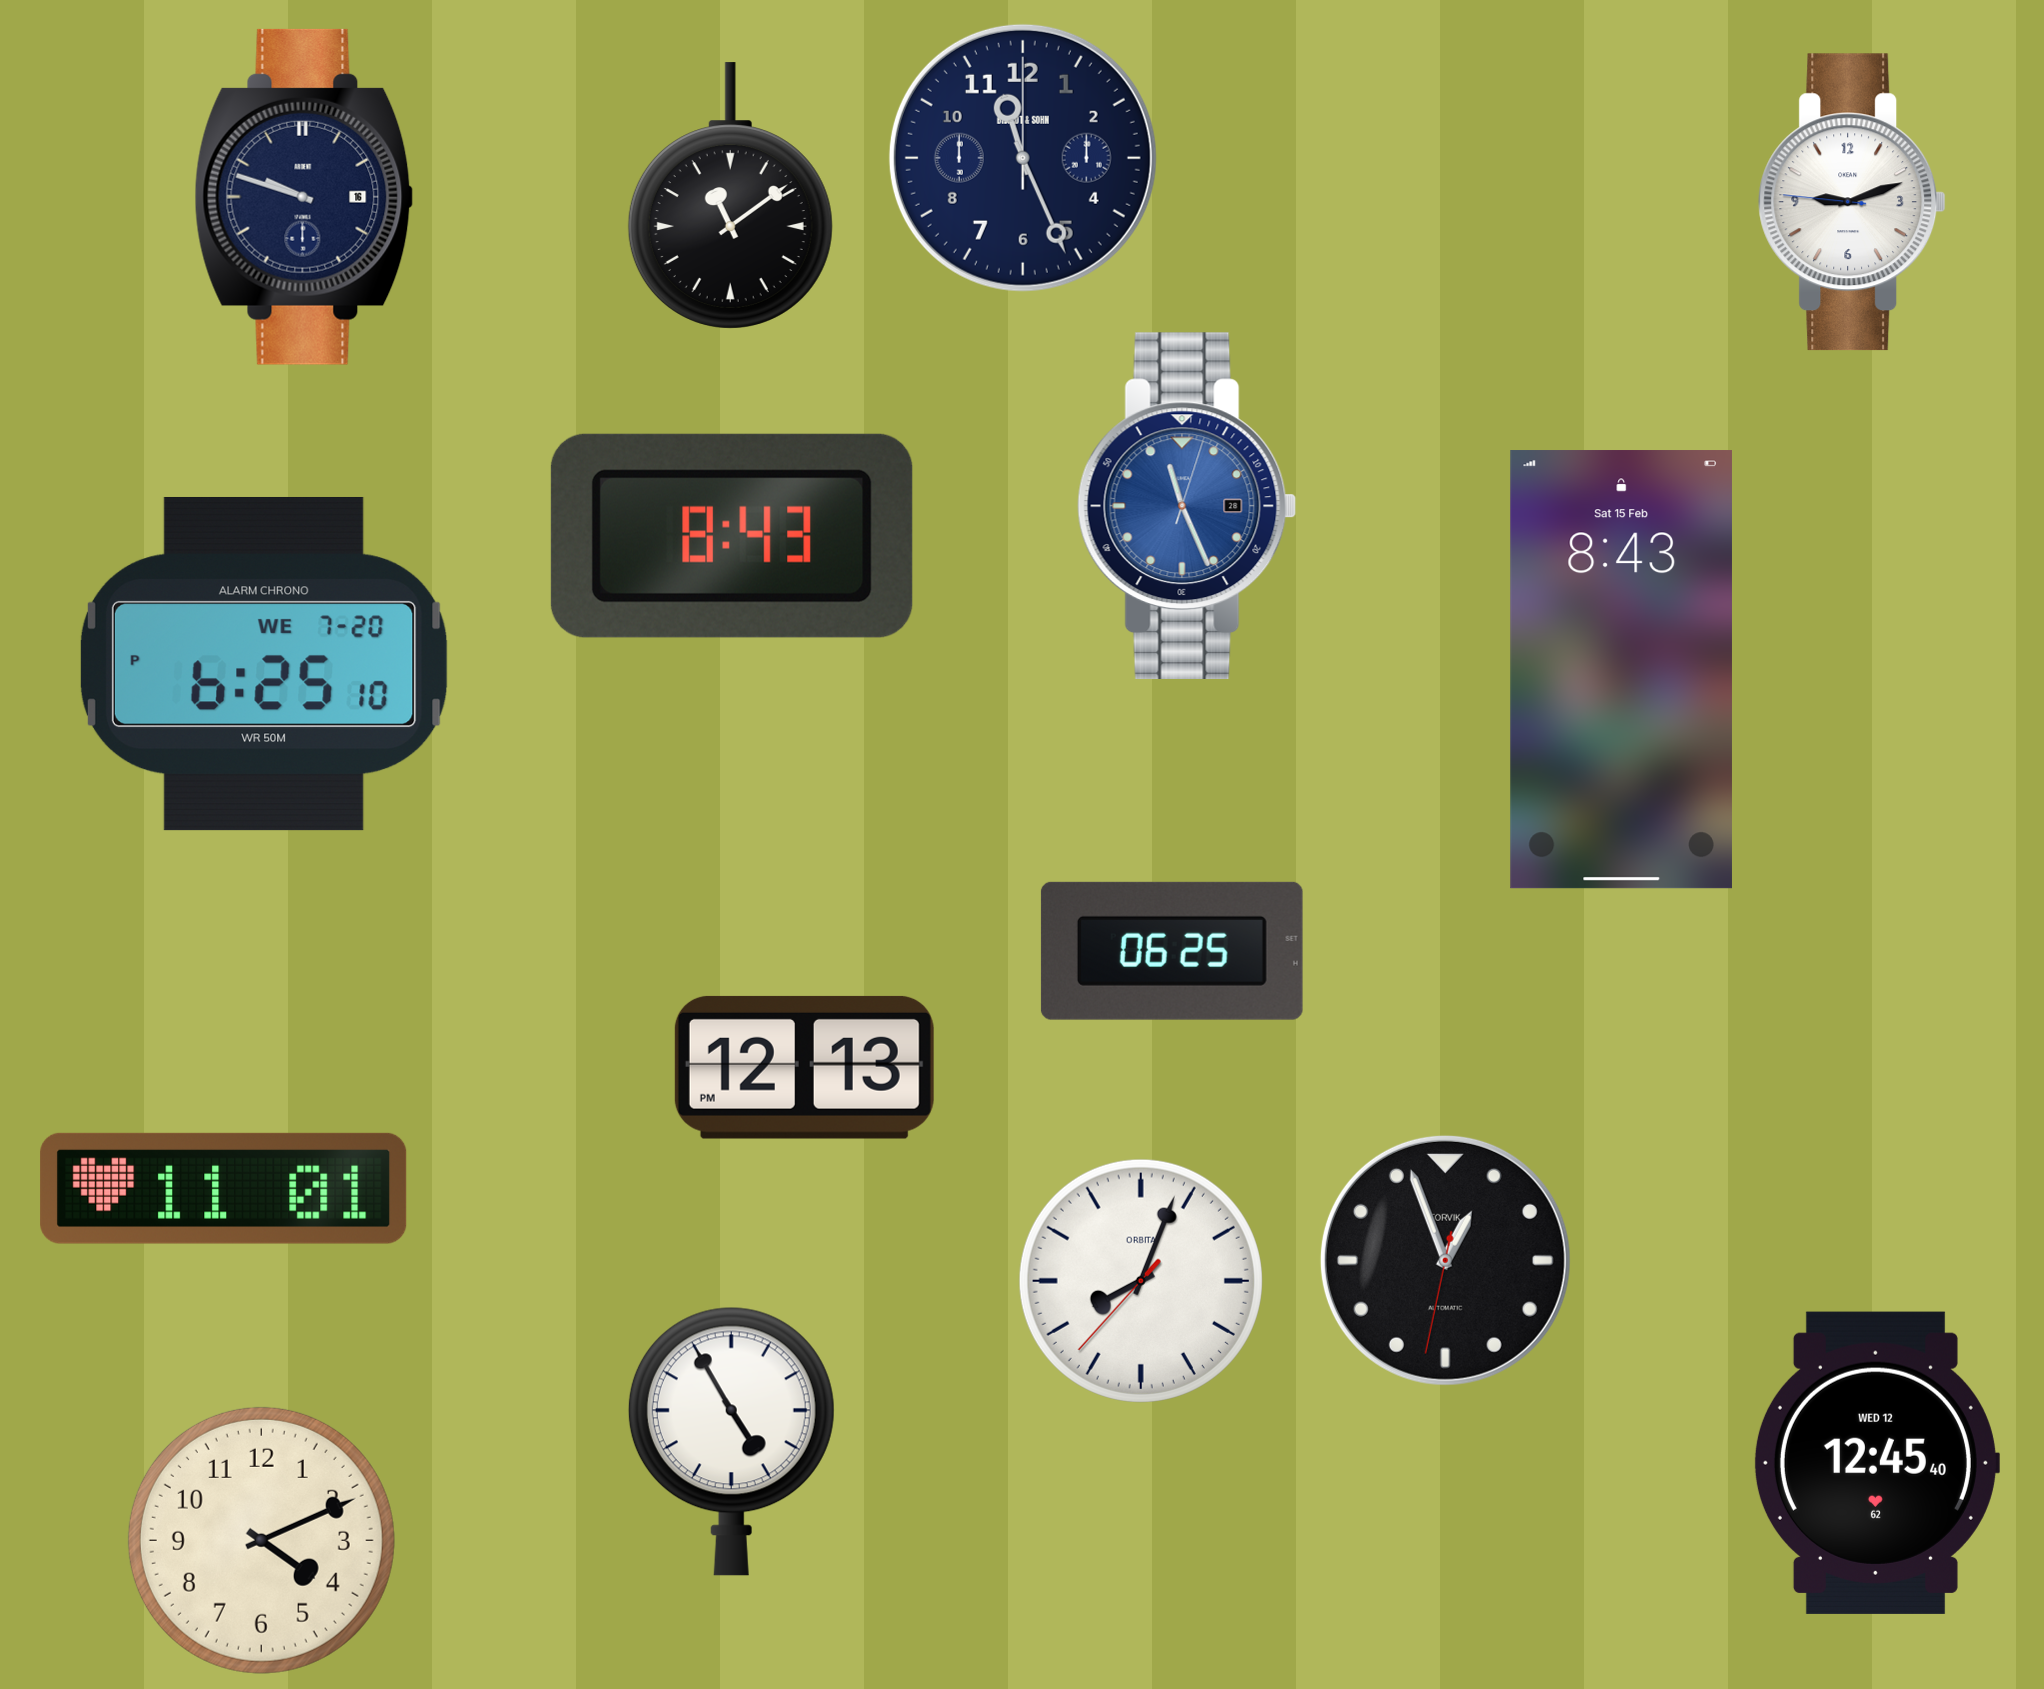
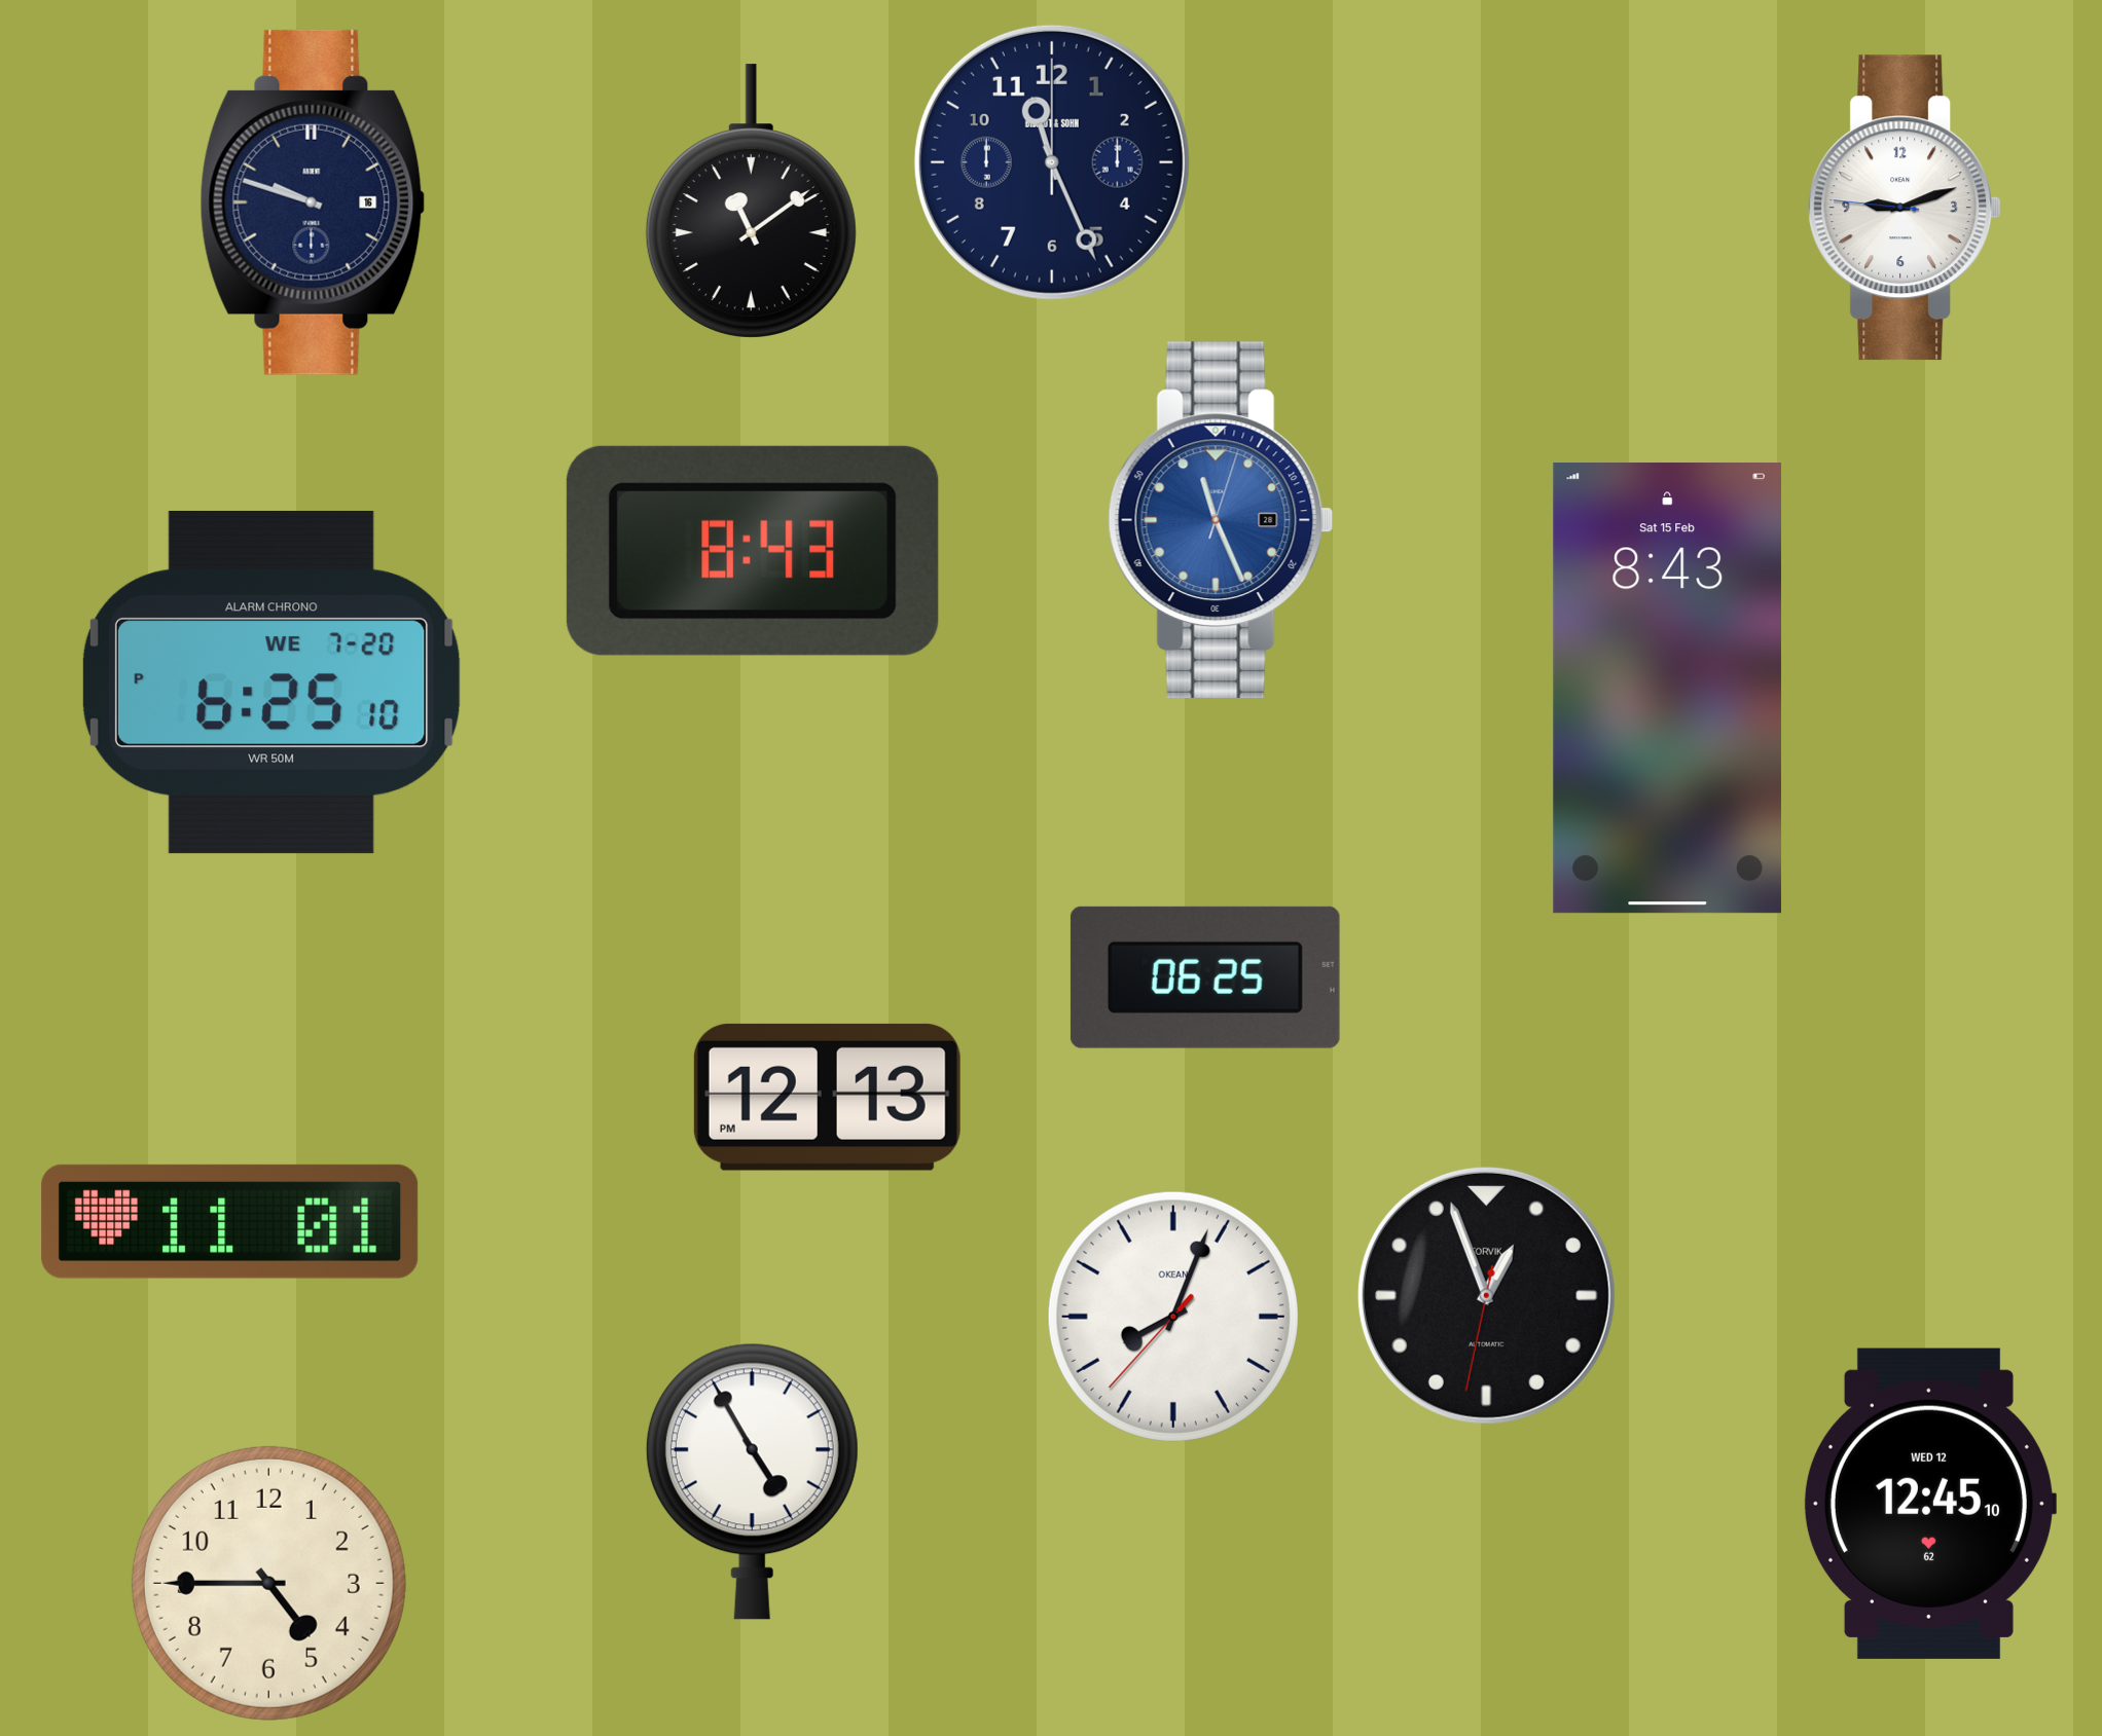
clock at (1141, 1281) brand: ORBITA -> OKEAN
clock at (1876, 1463): 12:45:40 -> 12:45:10
clock at (261, 1540): 4:11 -> 4:45
